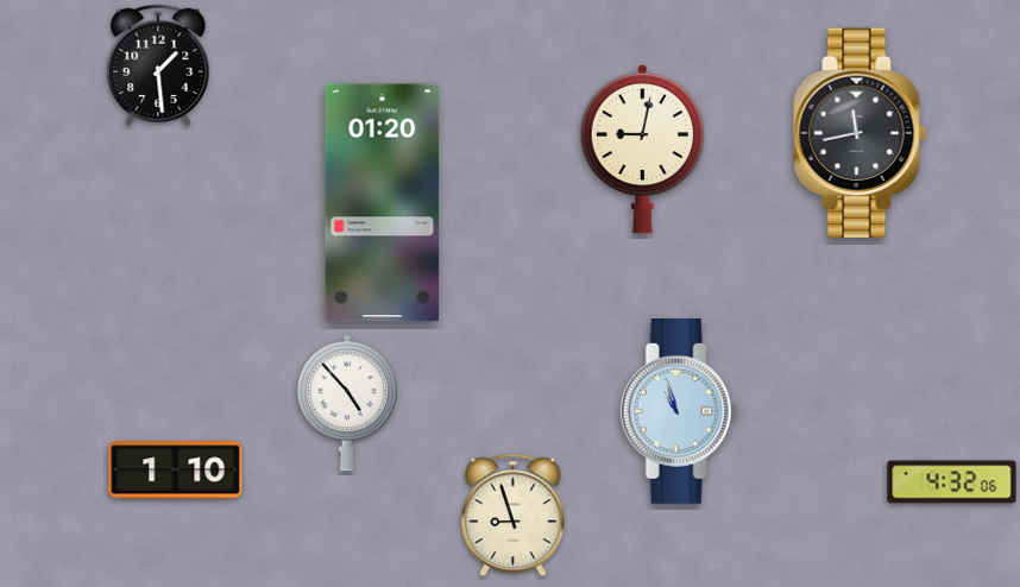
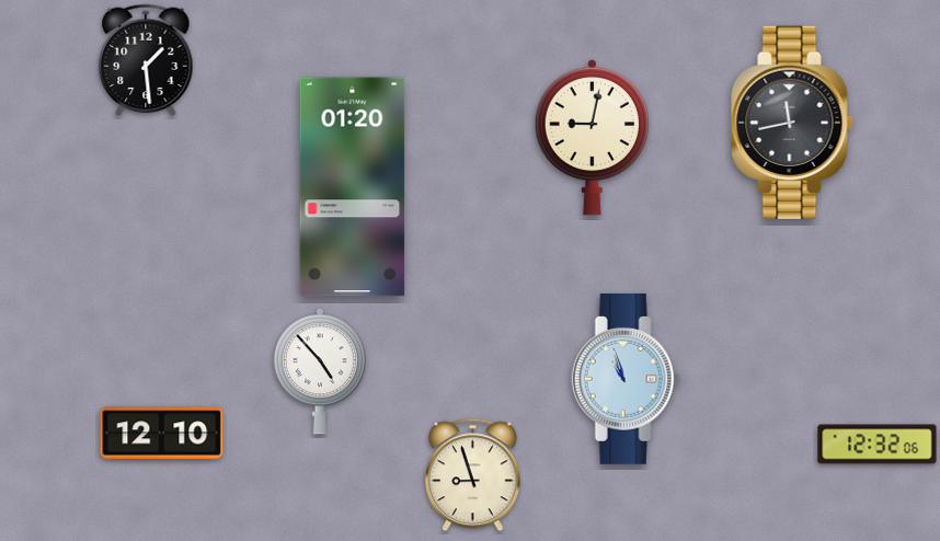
clock at (176, 471): 1:10 -> 12:10
clock at (952, 482): 4:32 -> 12:32
